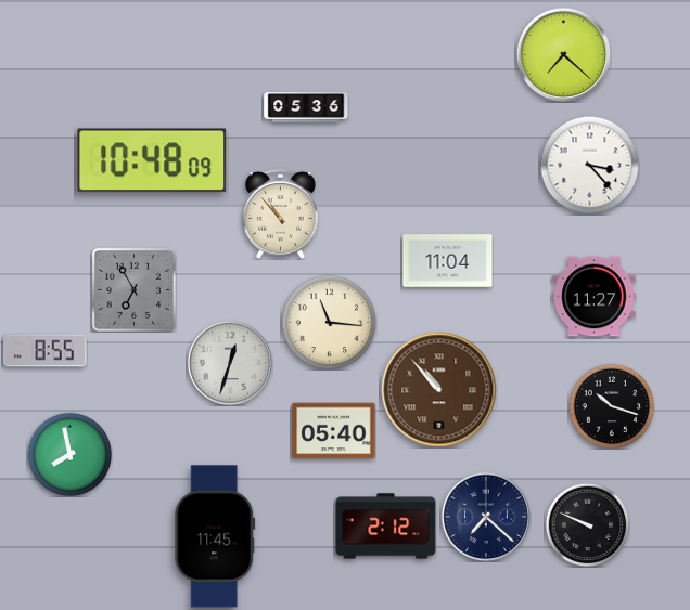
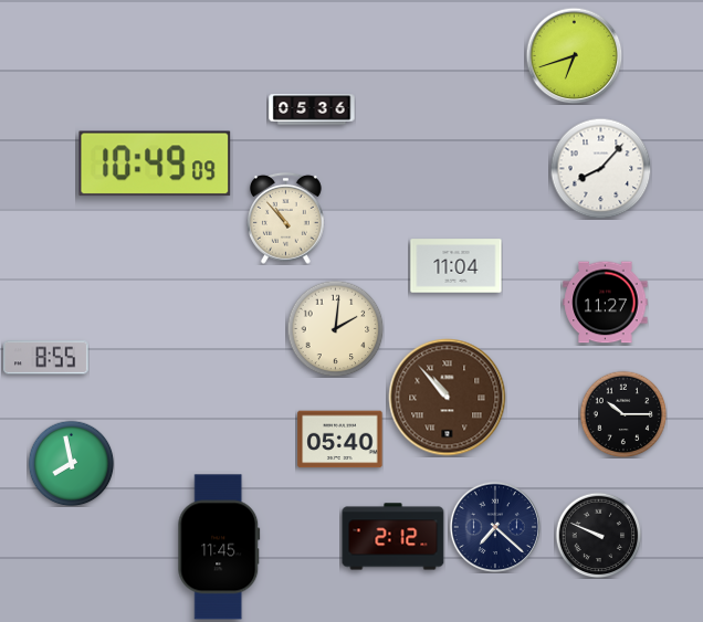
clock at (563, 54): 7:22 -> 6:42
clock at (152, 160): 10:48 -> 10:49
clock at (589, 165): 3:23 -> 8:07
clock at (133, 289): 6:55 -> none
clock at (329, 322): 11:16 -> 2:01
clock at (230, 363): 12:33 -> none
clock at (612, 406): 10:18 -> 10:15
